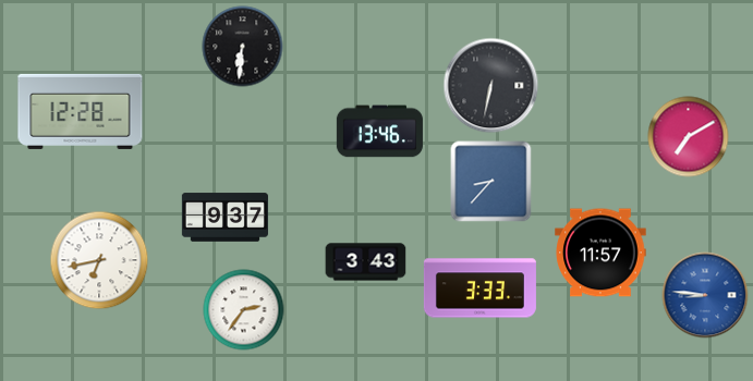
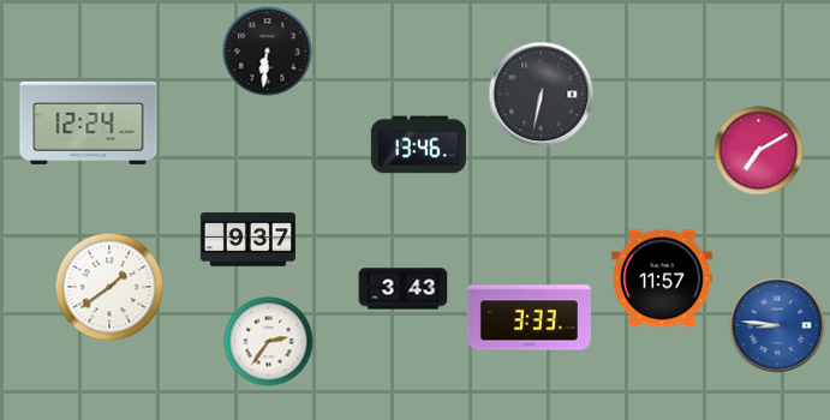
clock at (81, 111): 12:28 -> 12:24
clock at (491, 182): 8:37 -> none
clock at (99, 260): 6:43 -> 1:39
